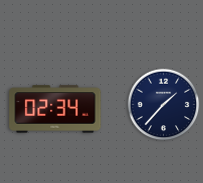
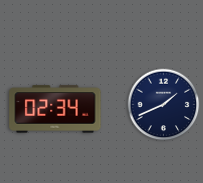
clock at (164, 105): 1:37 -> 1:41
